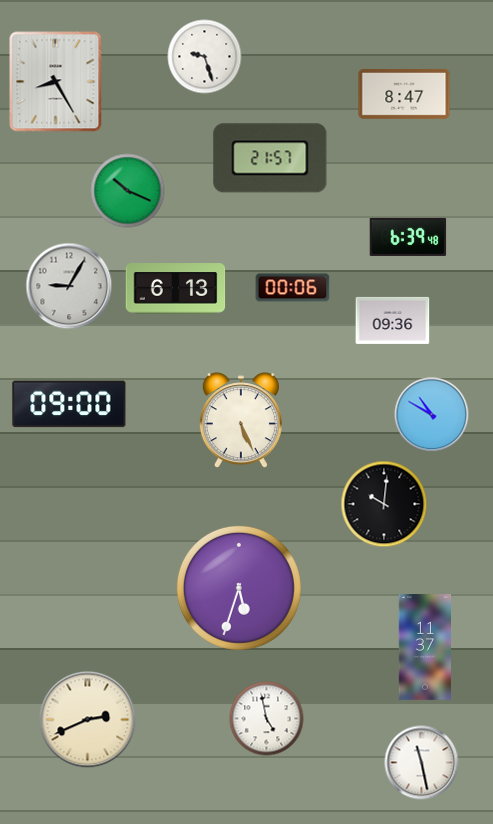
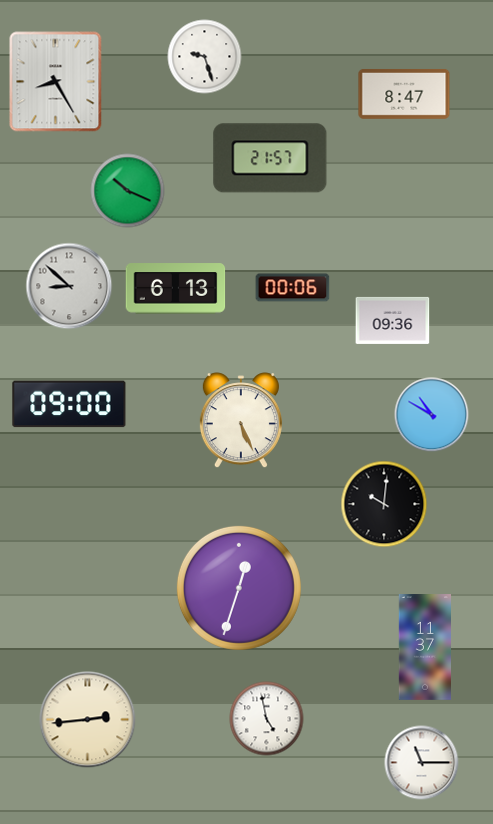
clock at (408, 237): 6:39 -> none
clock at (69, 286): 9:05 -> 8:52
clock at (239, 588): 5:33 -> 12:33
clock at (88, 720): 2:41 -> 2:44
clock at (422, 763): 11:28 -> 11:15
